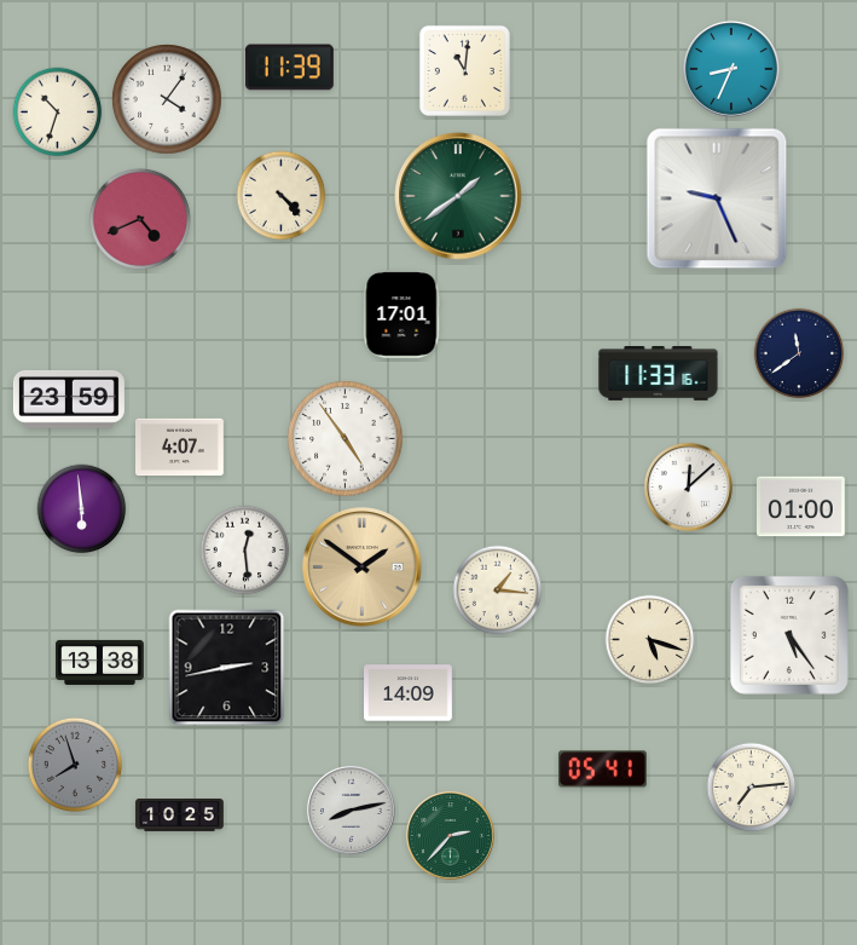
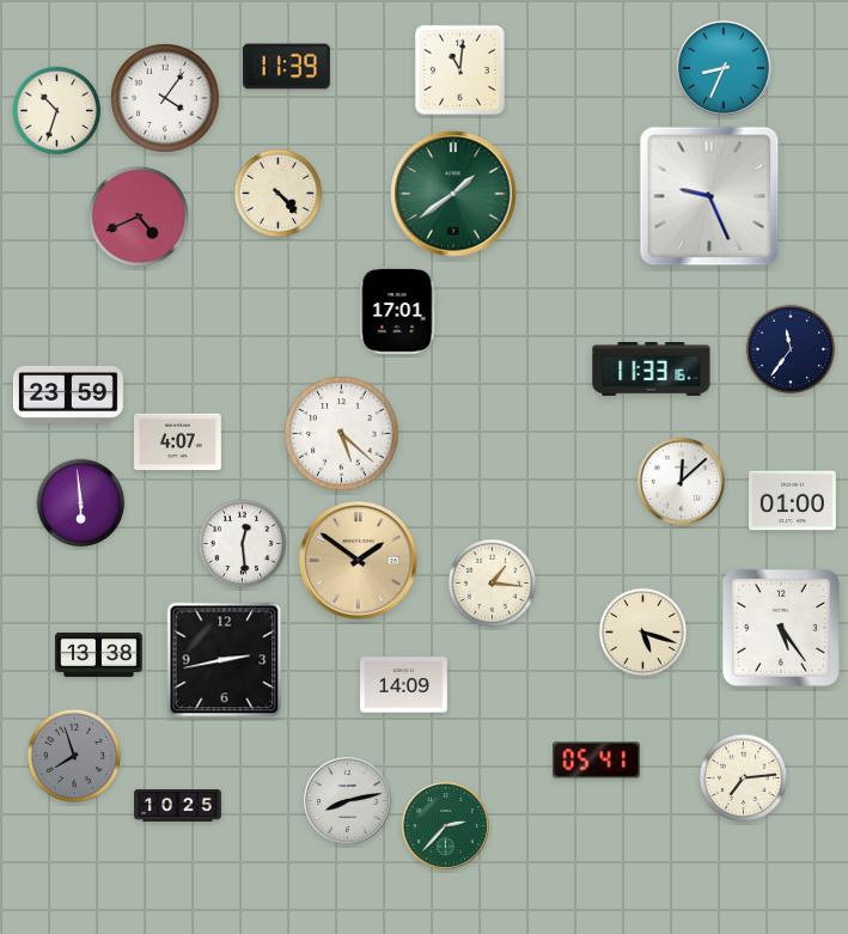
clock at (799, 353): 11:39 -> 11:36
clock at (346, 439): 4:54 -> 5:22
